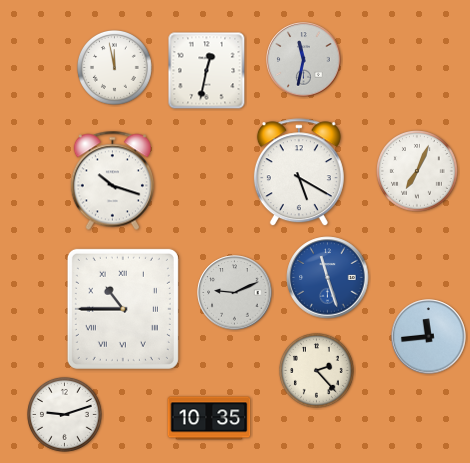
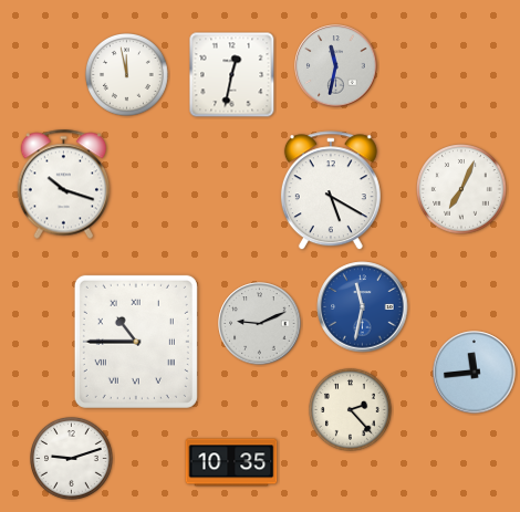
clock at (207, 71) position: (207, 71) -> (232, 75)
clock at (112, 181) position: (112, 181) -> (63, 185)
clock at (328, 278): 11:27 -> 11:32
